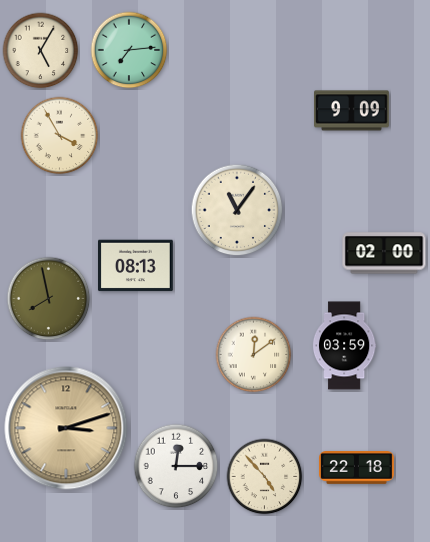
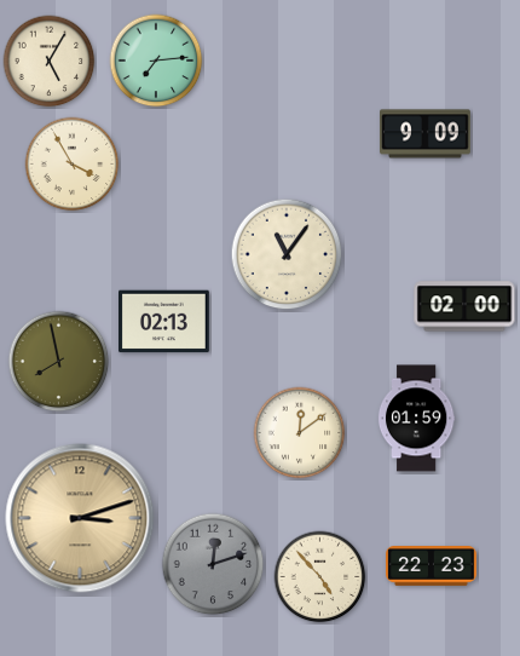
clock at (136, 266): 08:13 -> 02:13
clock at (344, 346): 03:59 -> 01:59
clock at (254, 355) position: (254, 355) -> (300, 433)
clock at (176, 466): 12:15 -> 12:12
clock at (176, 466) dial: white -> grey
clock at (357, 468): 22:18 -> 22:23
